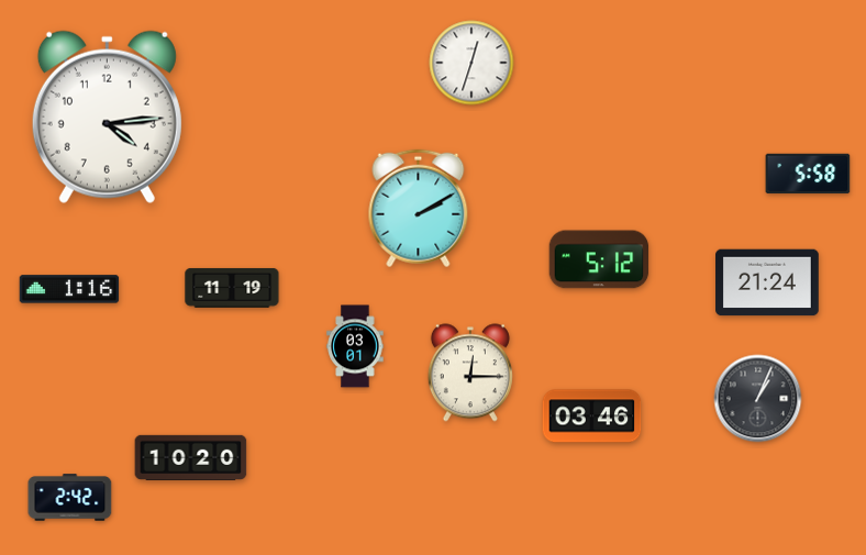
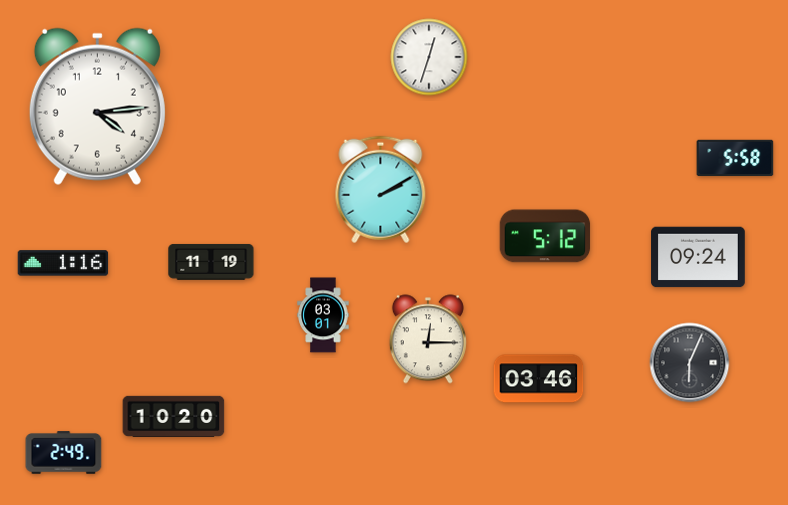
clock at (767, 282): 21:24 -> 09:24
clock at (758, 399): 1:04 -> 6:04
clock at (70, 498): 2:42 -> 2:49
